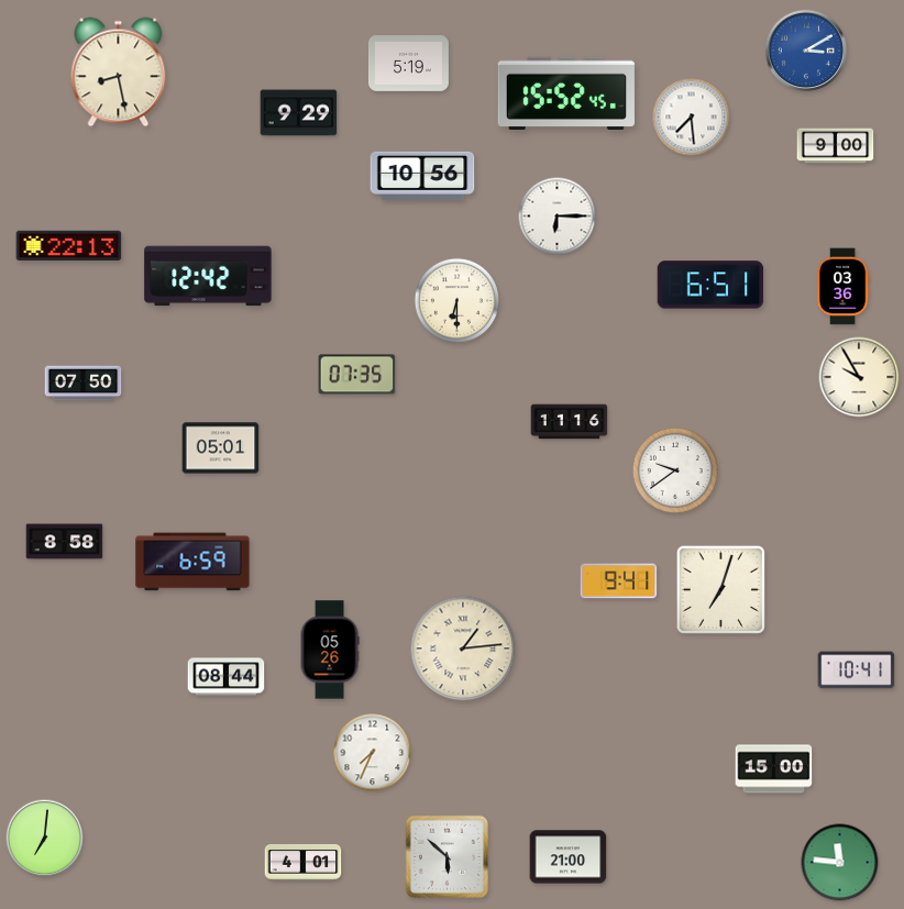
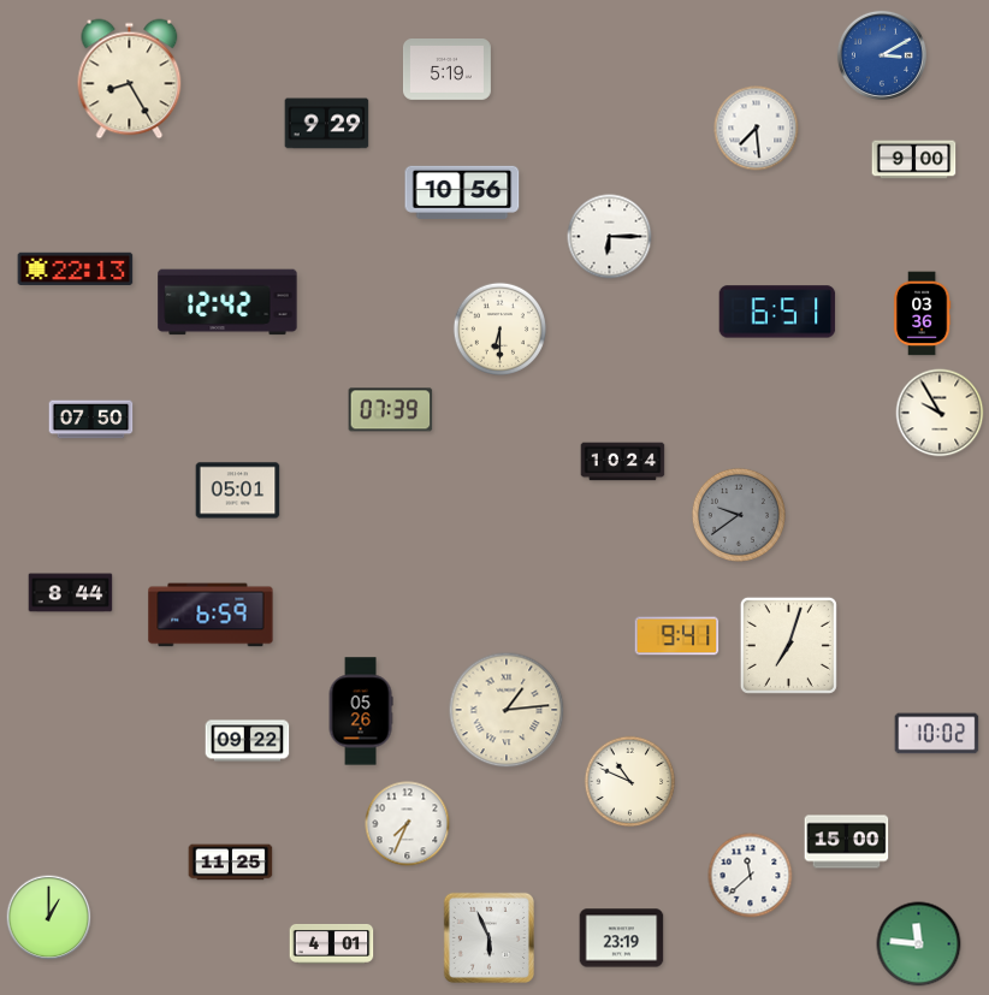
clock at (119, 73): 8:28 -> 8:25
clock at (566, 93): 15:52 -> none
clock at (357, 375): 07:35 -> 07:39
clock at (570, 422): 11:16 -> 10:24
clock at (221, 448) position: (221, 448) -> (238, 491)
clock at (675, 470) dial: white -> grey
clock at (65, 542): 8:58 -> 8:44
clock at (857, 670): 10:41 -> 10:02
clock at (227, 677): 08:44 -> 09:22
clock at (630, 782): none -> 10:49
clock at (231, 863): none -> 11:25
clock at (751, 876): none -> 11:38
clock at (45, 839): 7:01 -> 1:00
clock at (447, 856): 5:52 -> 5:56
clock at (569, 857): 21:00 -> 23:19
